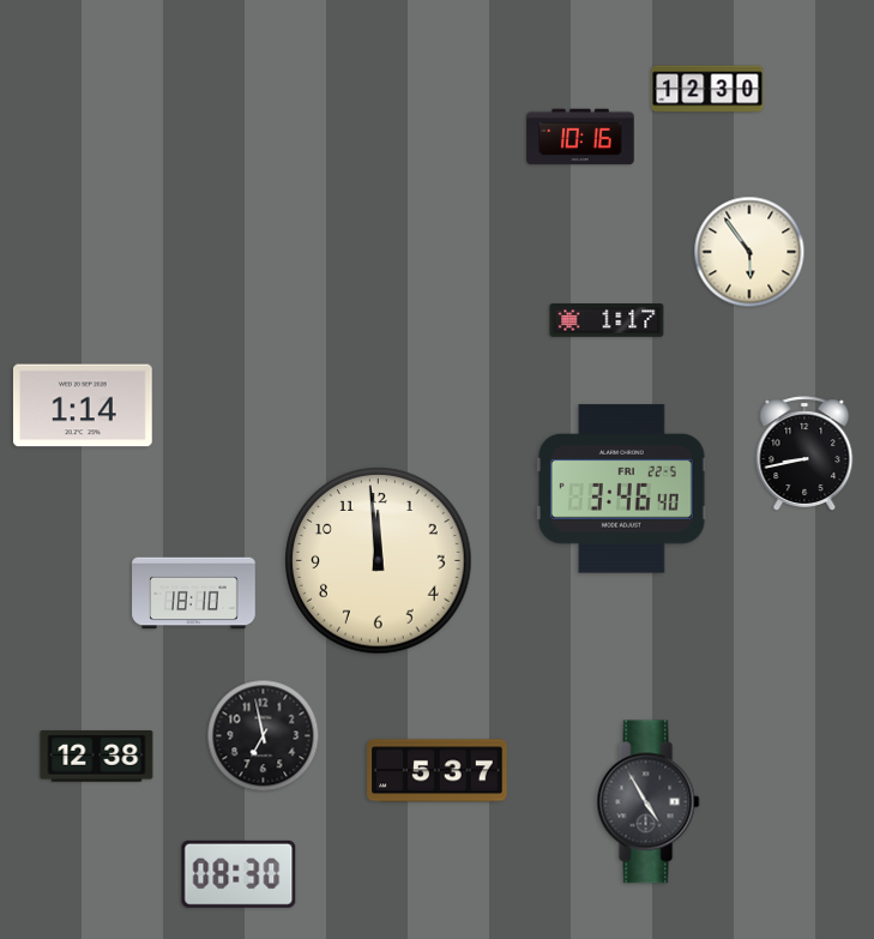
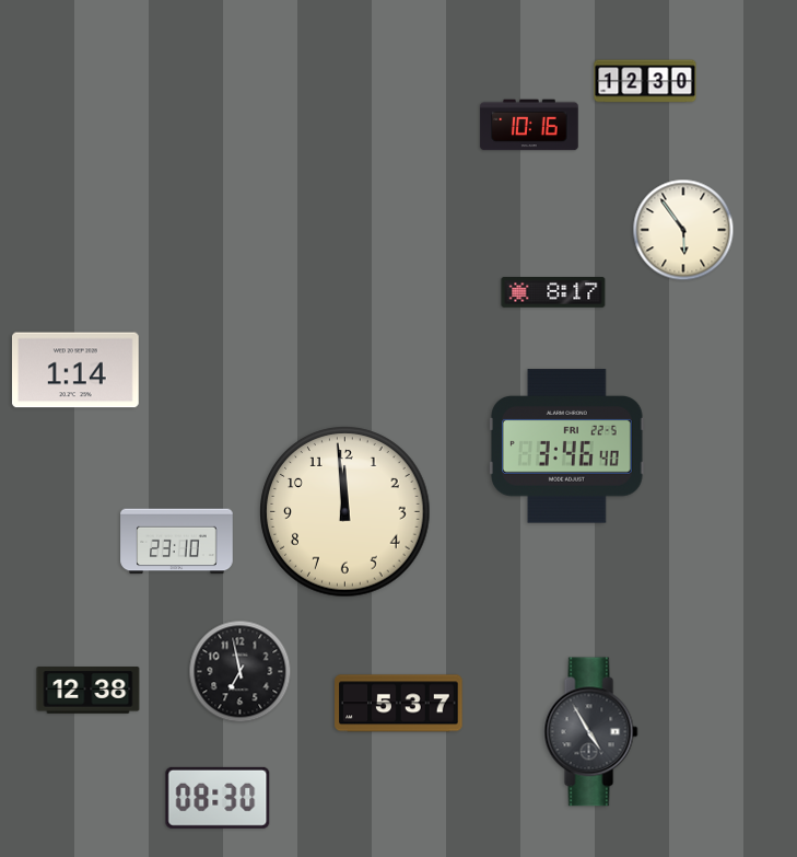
clock at (607, 321): 1:17 -> 8:17
clock at (804, 453): 8:43 -> none
clock at (194, 594): 18:10 -> 23:10
